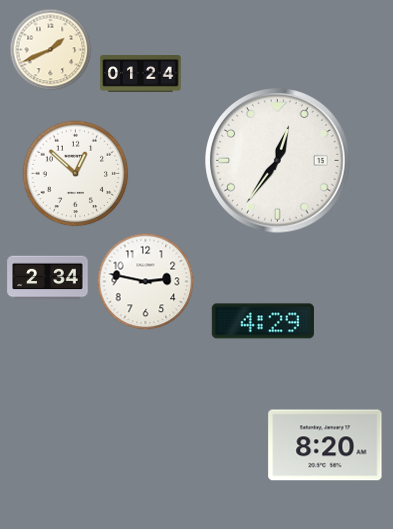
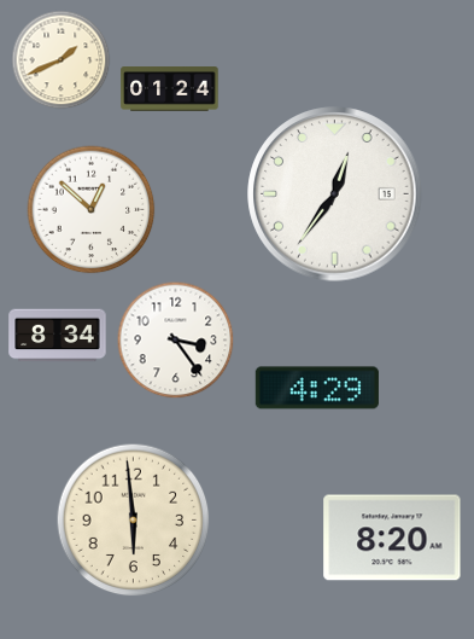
clock at (48, 278): 2:34 -> 8:34
clock at (146, 282): 2:47 -> 3:24
clock at (134, 521): none -> 5:59
